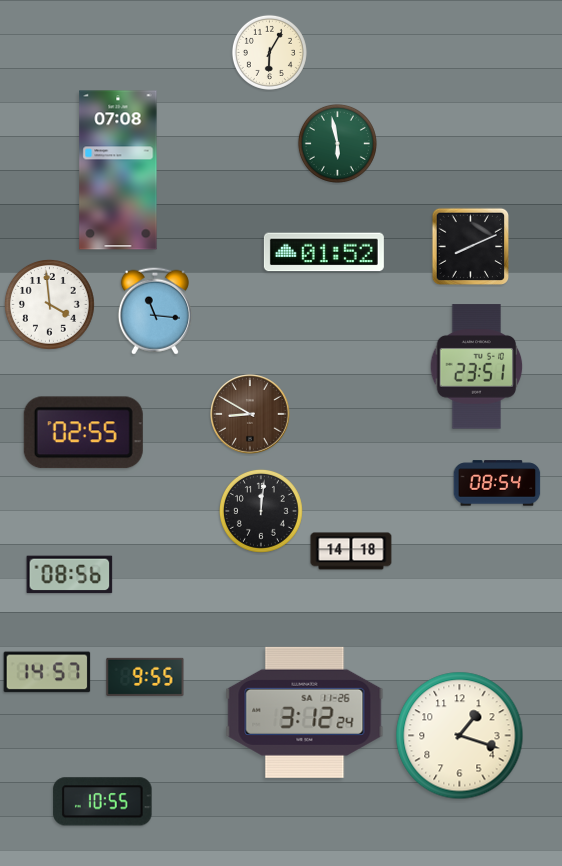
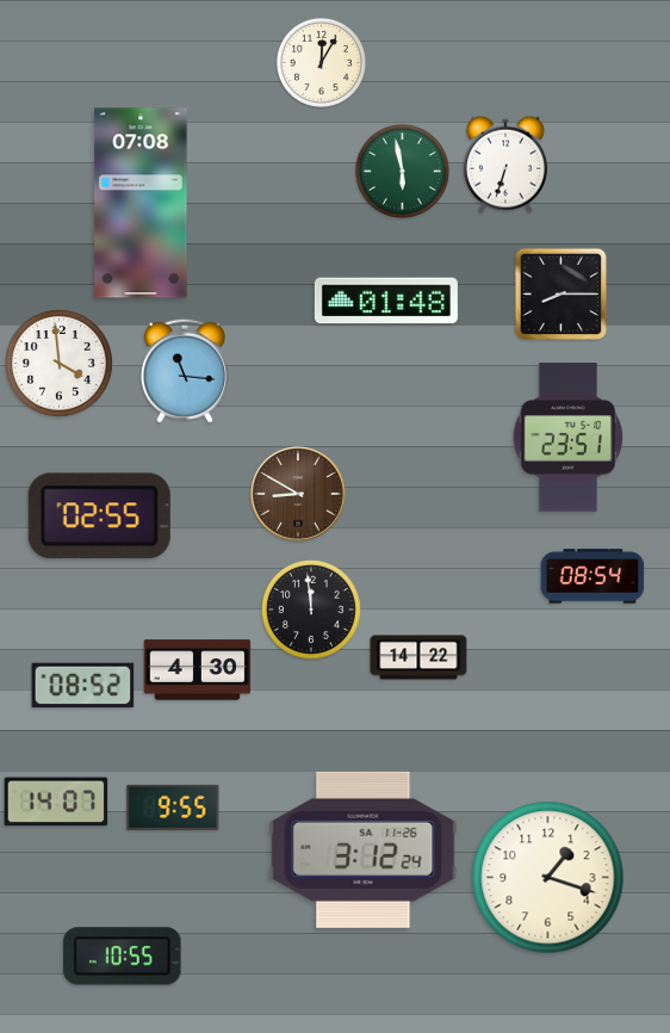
clock at (269, 52): 6:05 -> 12:05
clock at (505, 165): none -> 6:33
clock at (470, 246): 8:11 -> 8:15
clock at (324, 252): 01:52 -> 01:48
clock at (261, 511): 12:01 -> 11:59
clock at (351, 551): 14:18 -> 14:22
clock at (198, 670): none -> 4:30
clock at (70, 575): 08:56 -> 08:52
clock at (47, 672): 14:57 -> 14:07
